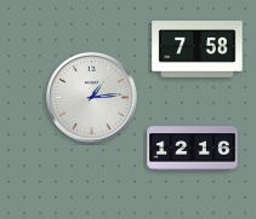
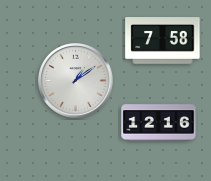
clock at (92, 98): 1:14 -> 1:09
